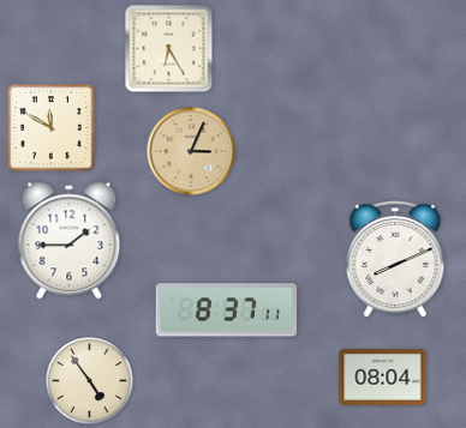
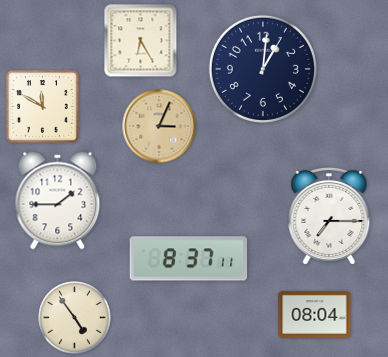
clock at (263, 69): none -> 1:01
clock at (395, 259): 8:11 -> 7:15
clock at (383, 376) position: (383, 376) -> (315, 314)
